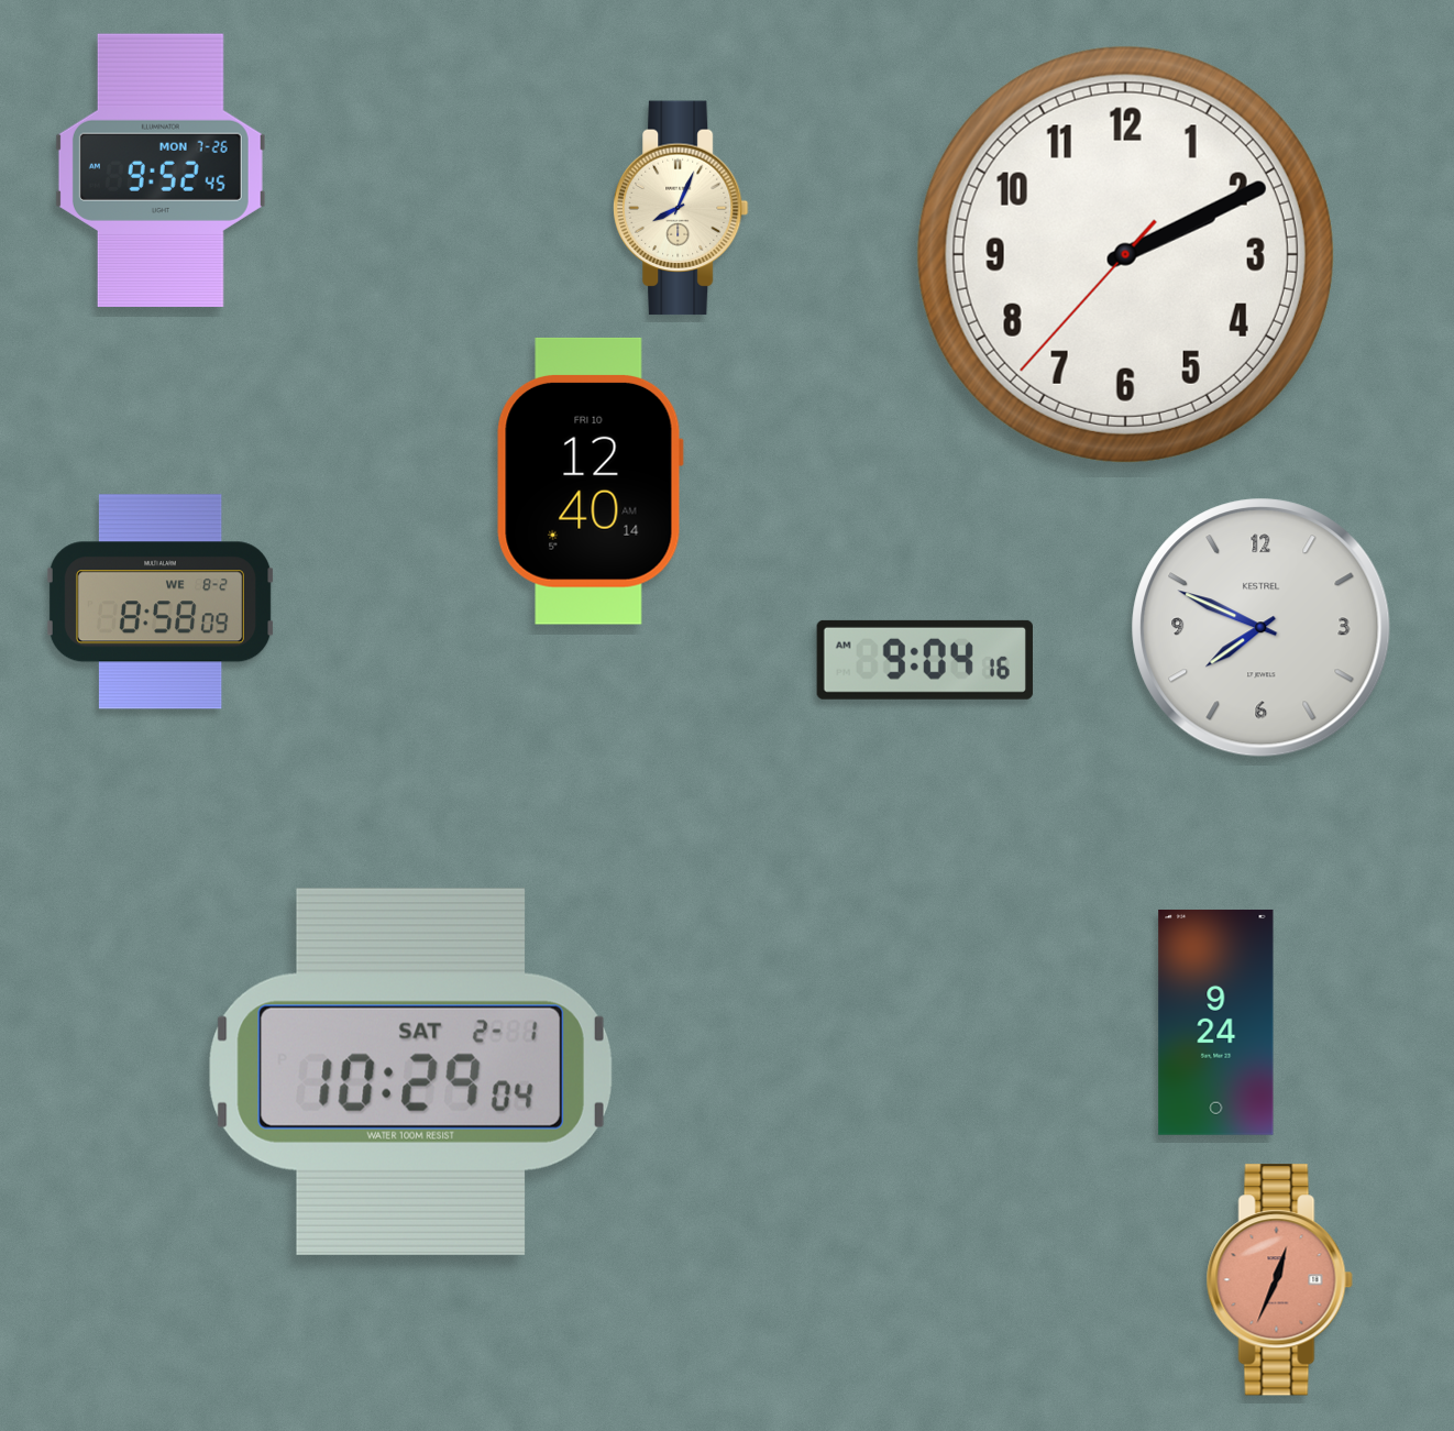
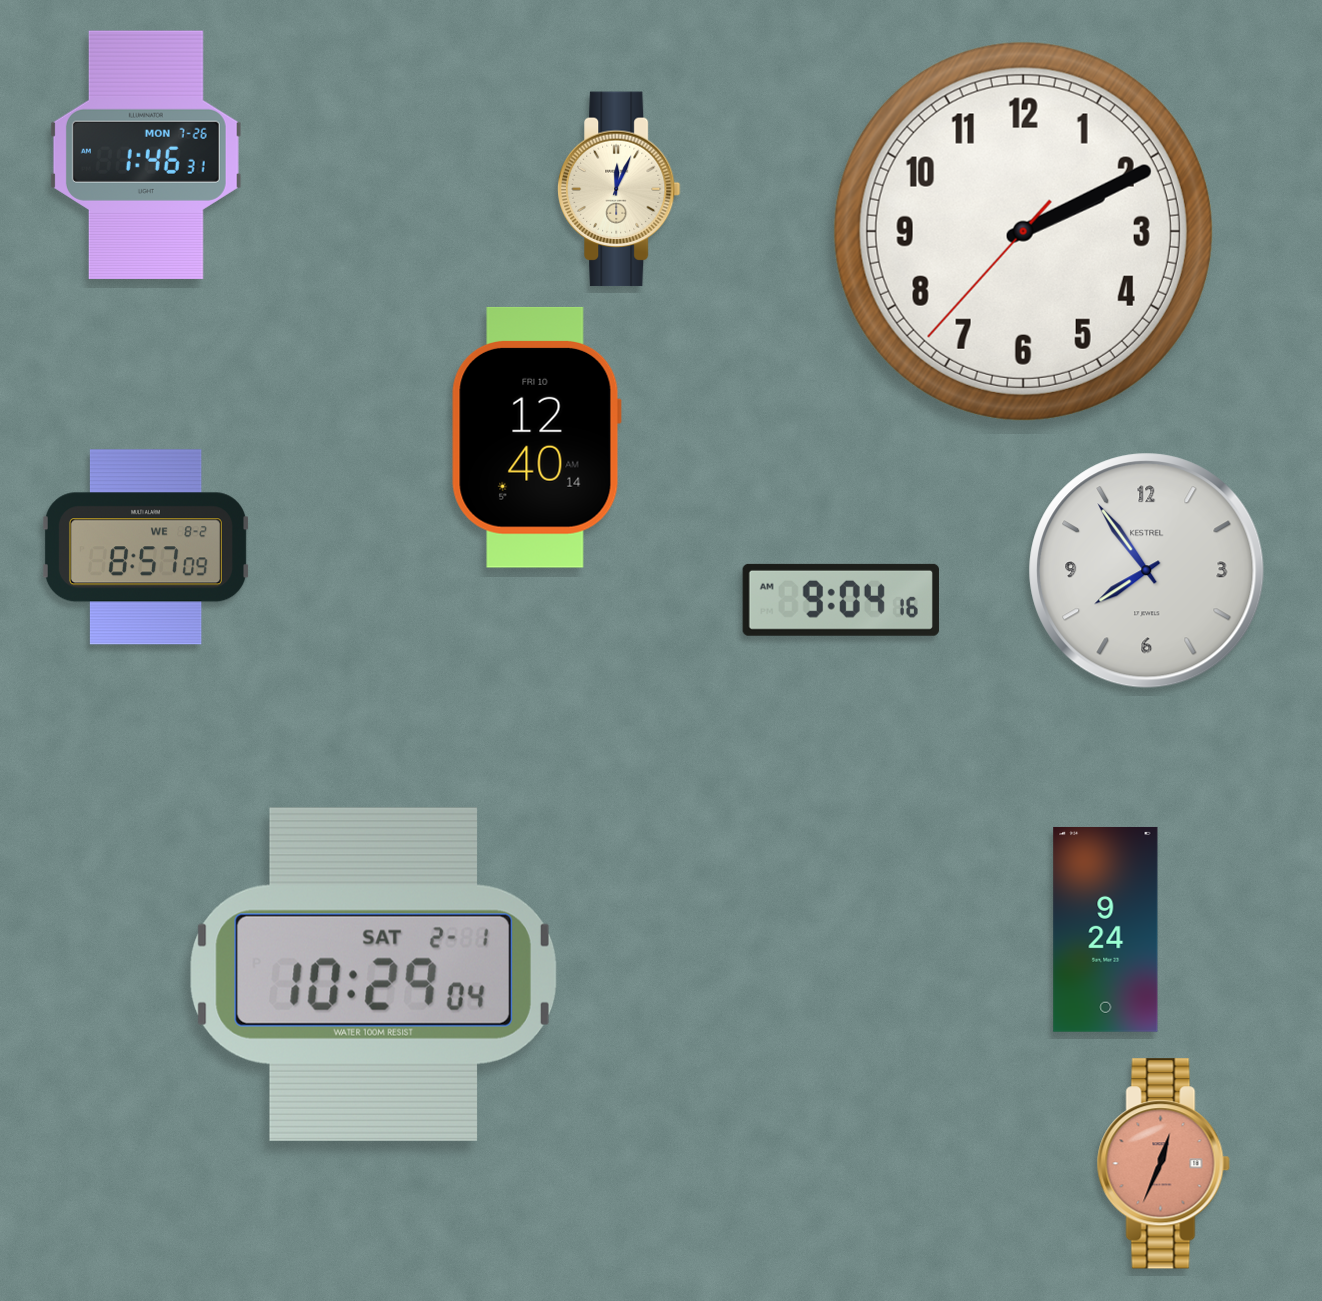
clock at (161, 169): 9:52 -> 1:46
clock at (682, 208): 8:04 -> 12:04
clock at (161, 602): 8:58 -> 8:57
clock at (1262, 628): 7:49 -> 7:54
